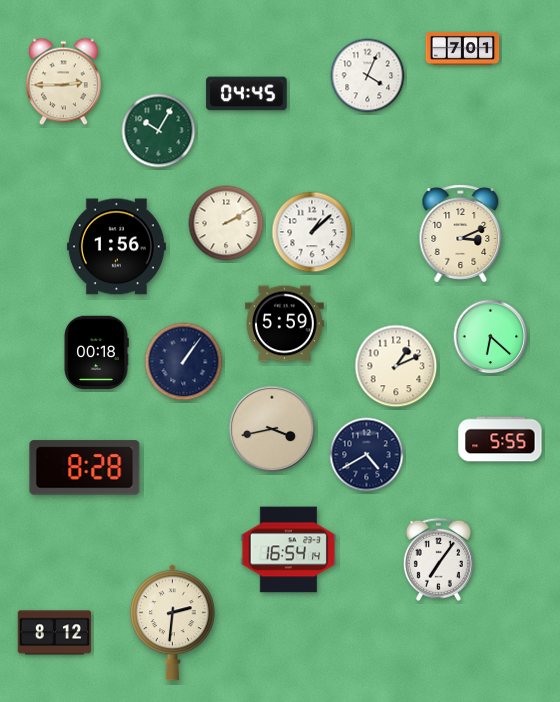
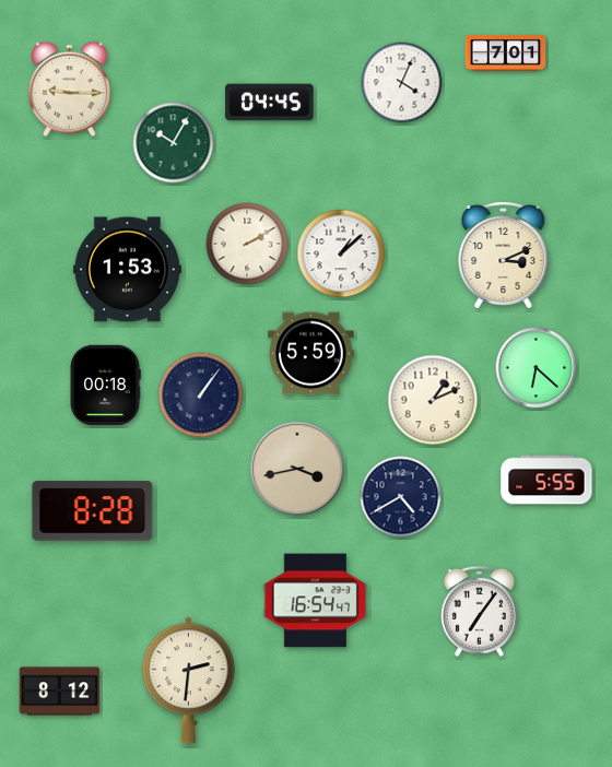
clock at (63, 82): 2:45 -> 9:15
clock at (116, 247): 1:56 -> 1:53
clock at (289, 550): 16:54:14 -> 16:54:47
